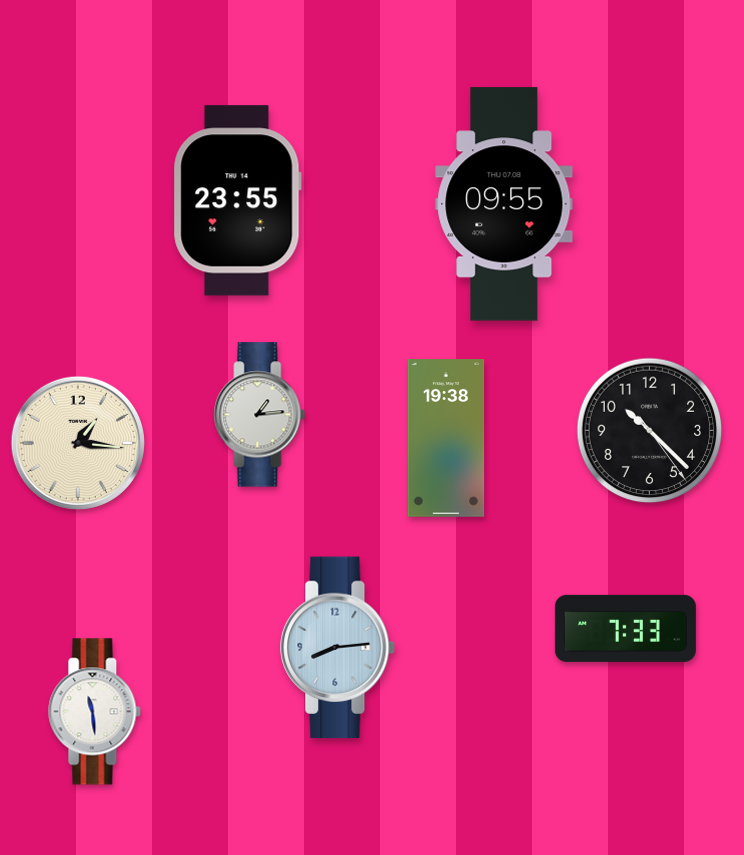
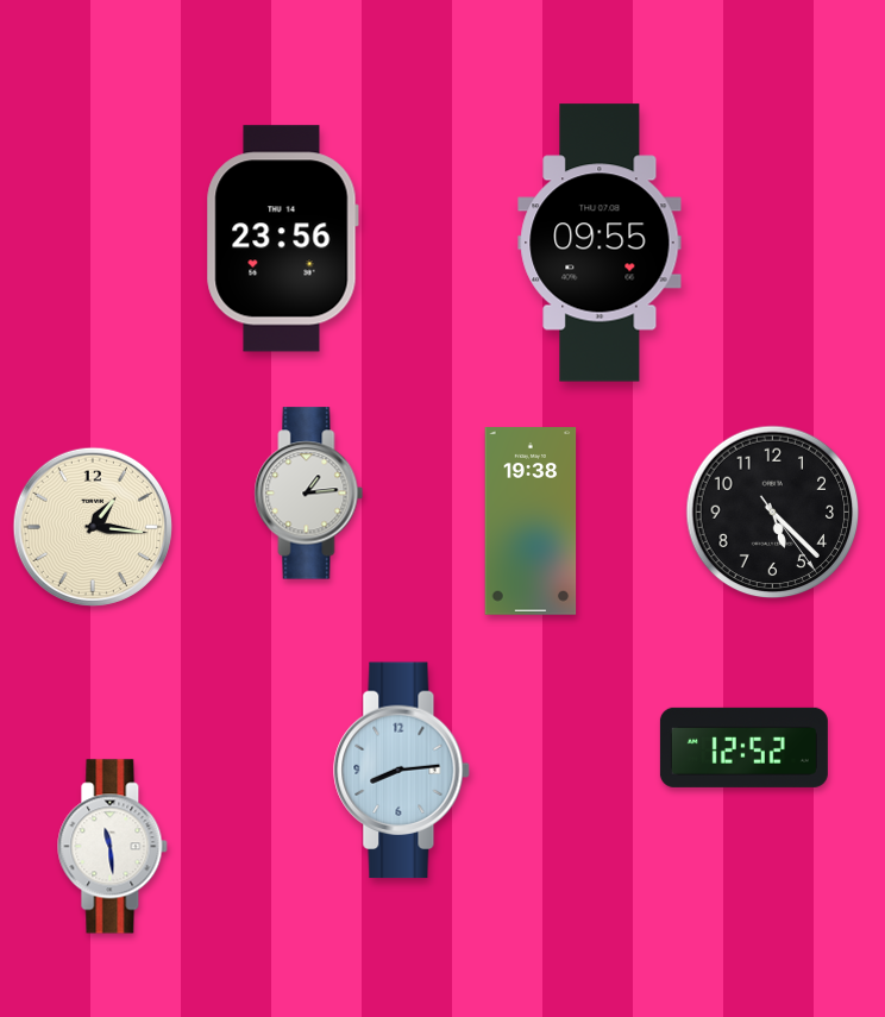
clock at (237, 201): 23:55 -> 23:56
clock at (650, 431): 10:22 -> 5:22
clock at (625, 628): 7:33 -> 12:52
